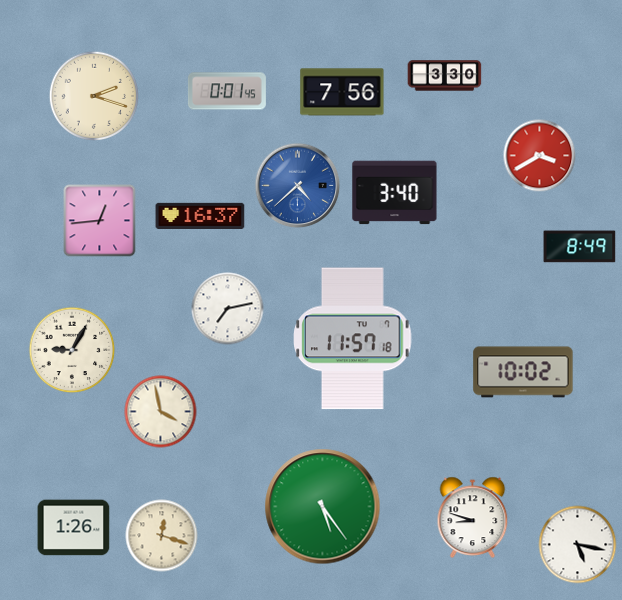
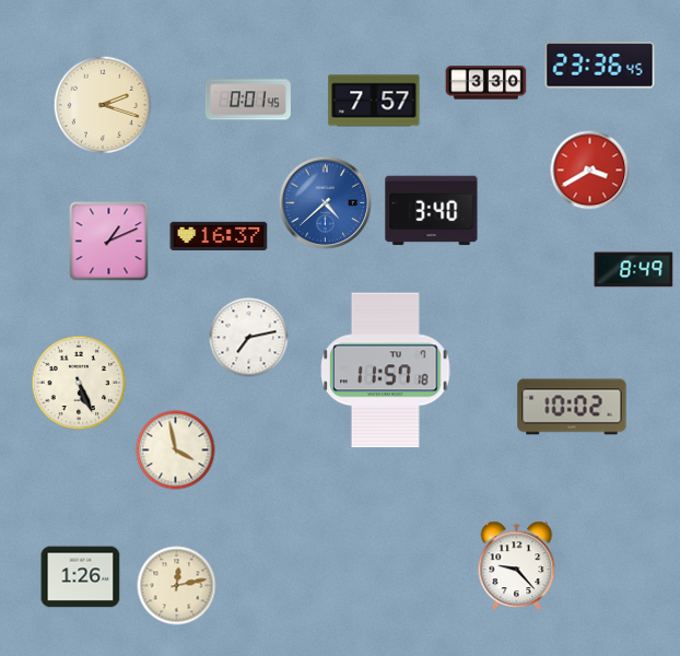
clock at (600, 66): none -> 23:36
clock at (342, 92): 7:56 -> 7:57
clock at (100, 221): 12:44 -> 1:11
clock at (72, 350): 9:05 -> 5:26
clock at (323, 507): 5:24 -> none
clock at (473, 518): 8:48 -> 9:23
clock at (162, 536): 12:18 -> 12:13
clock at (578, 545): 5:17 -> none
